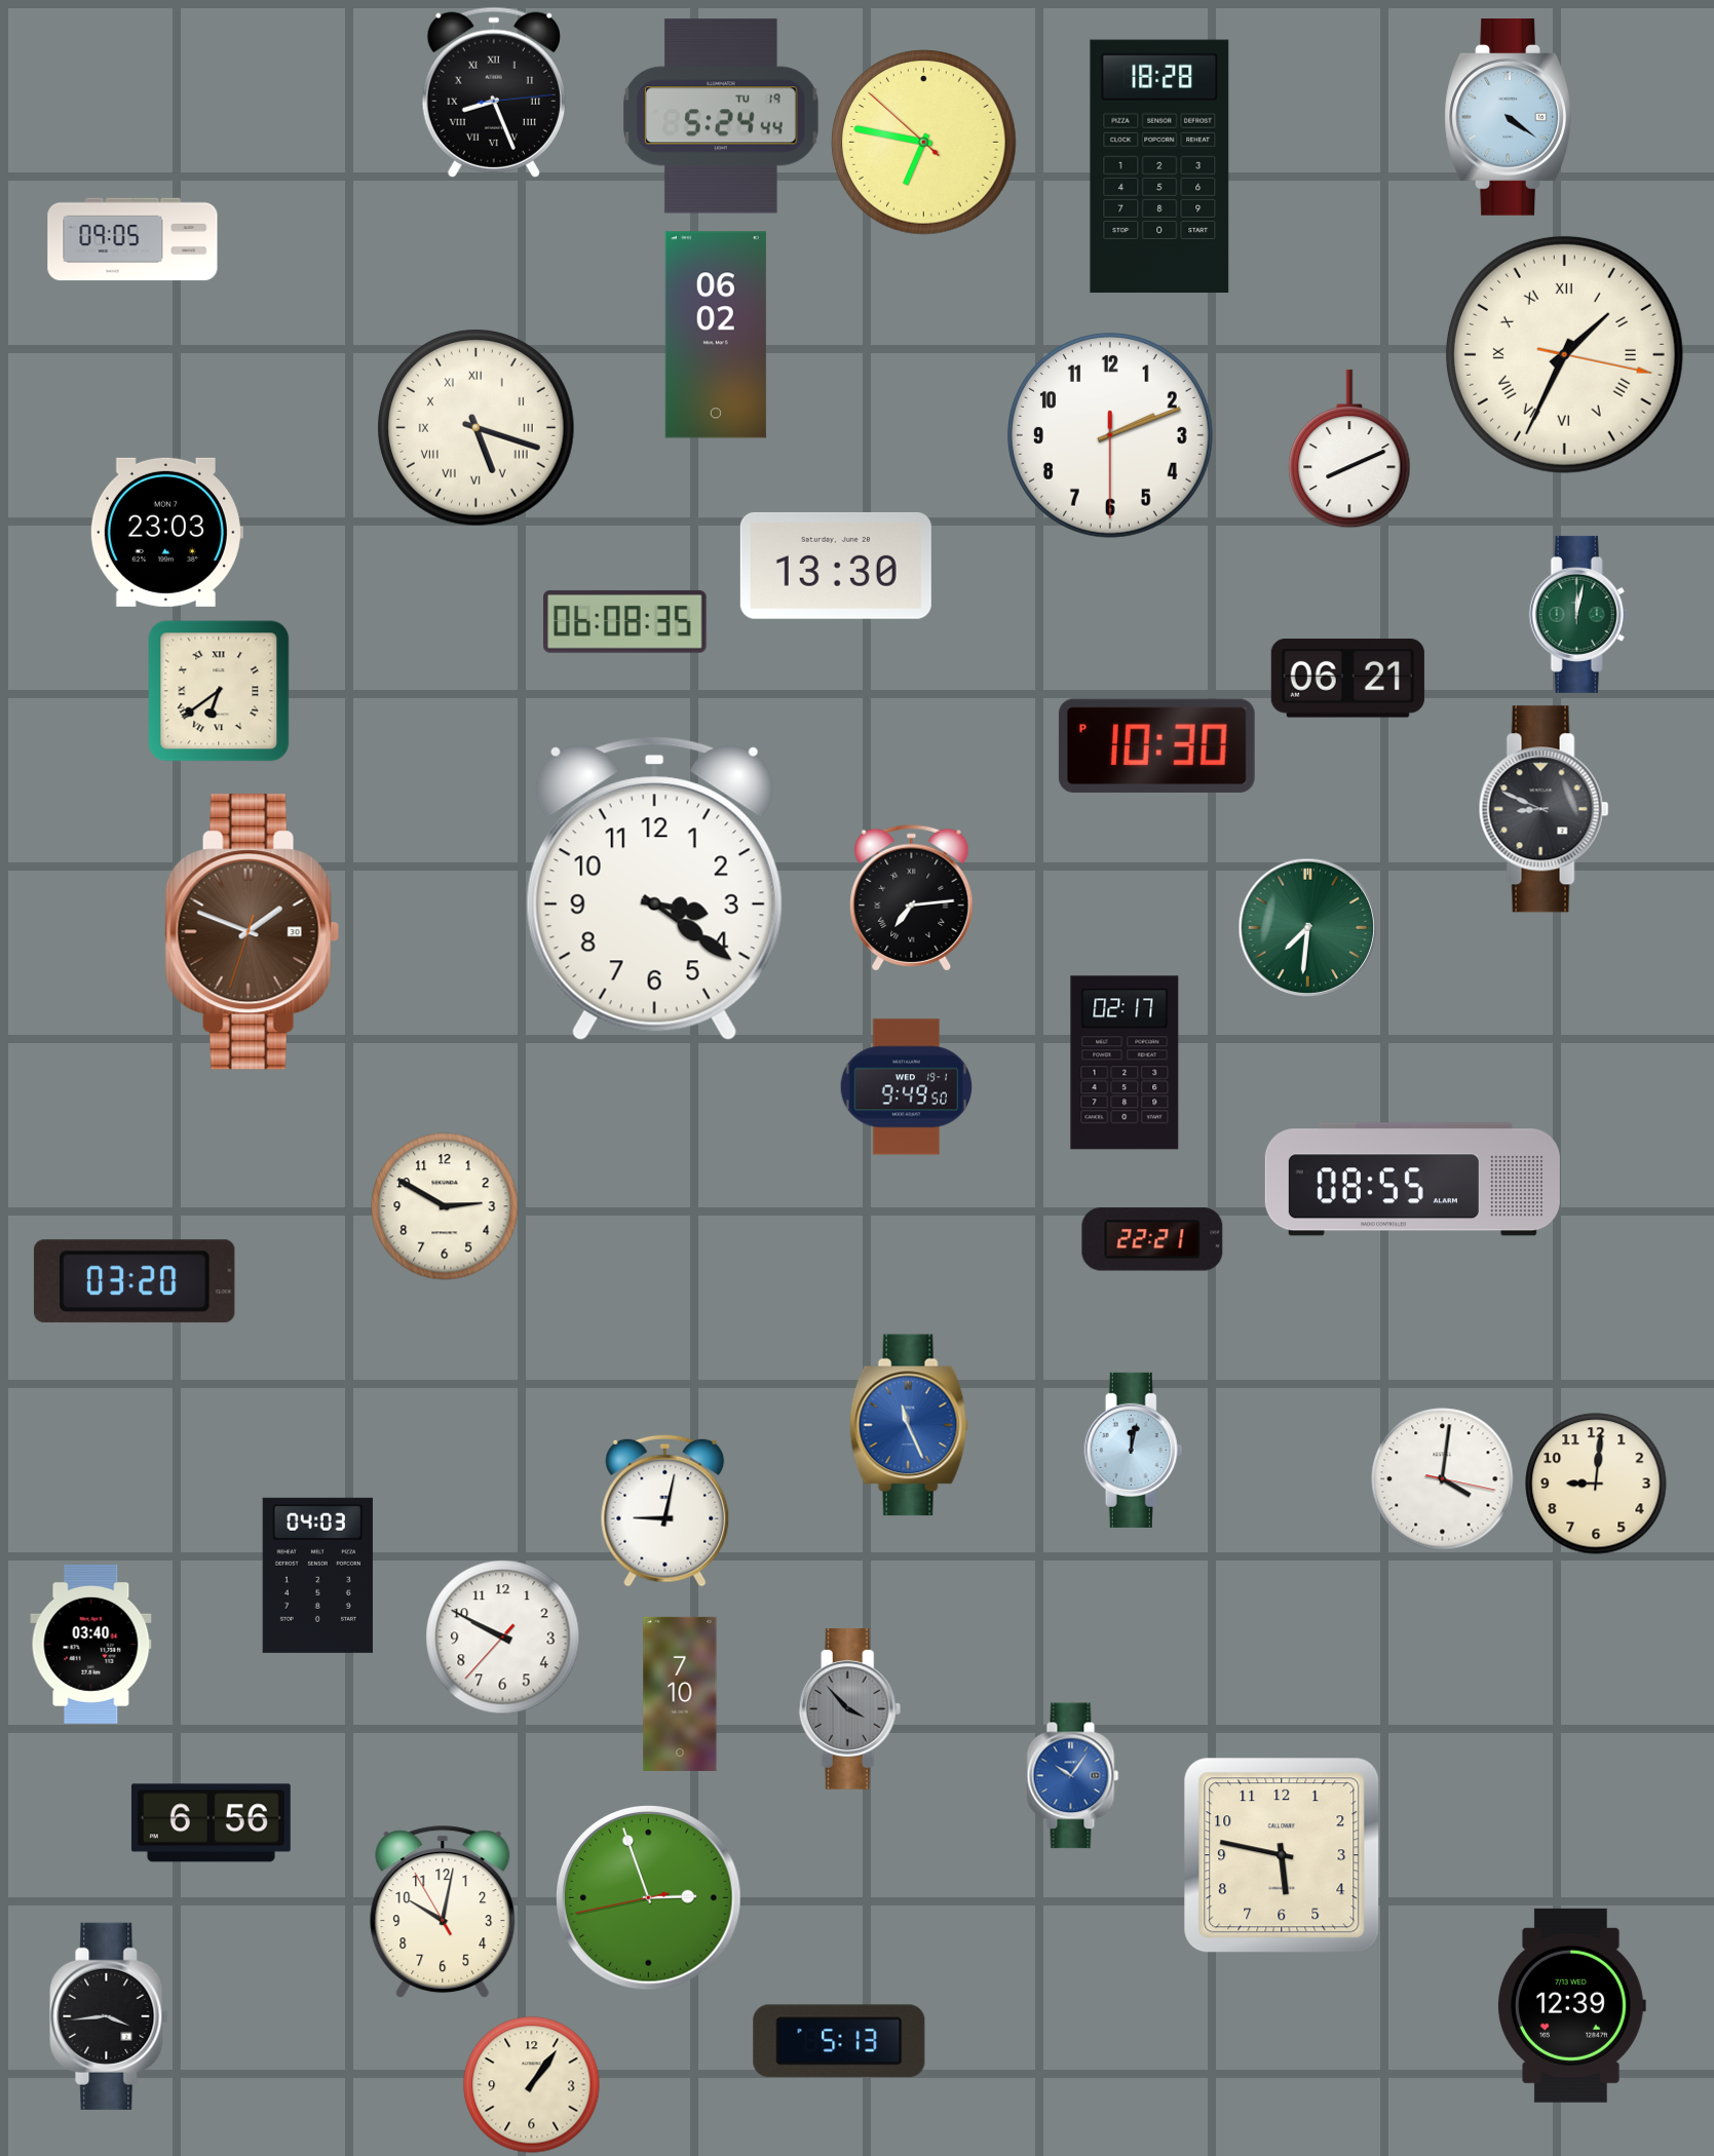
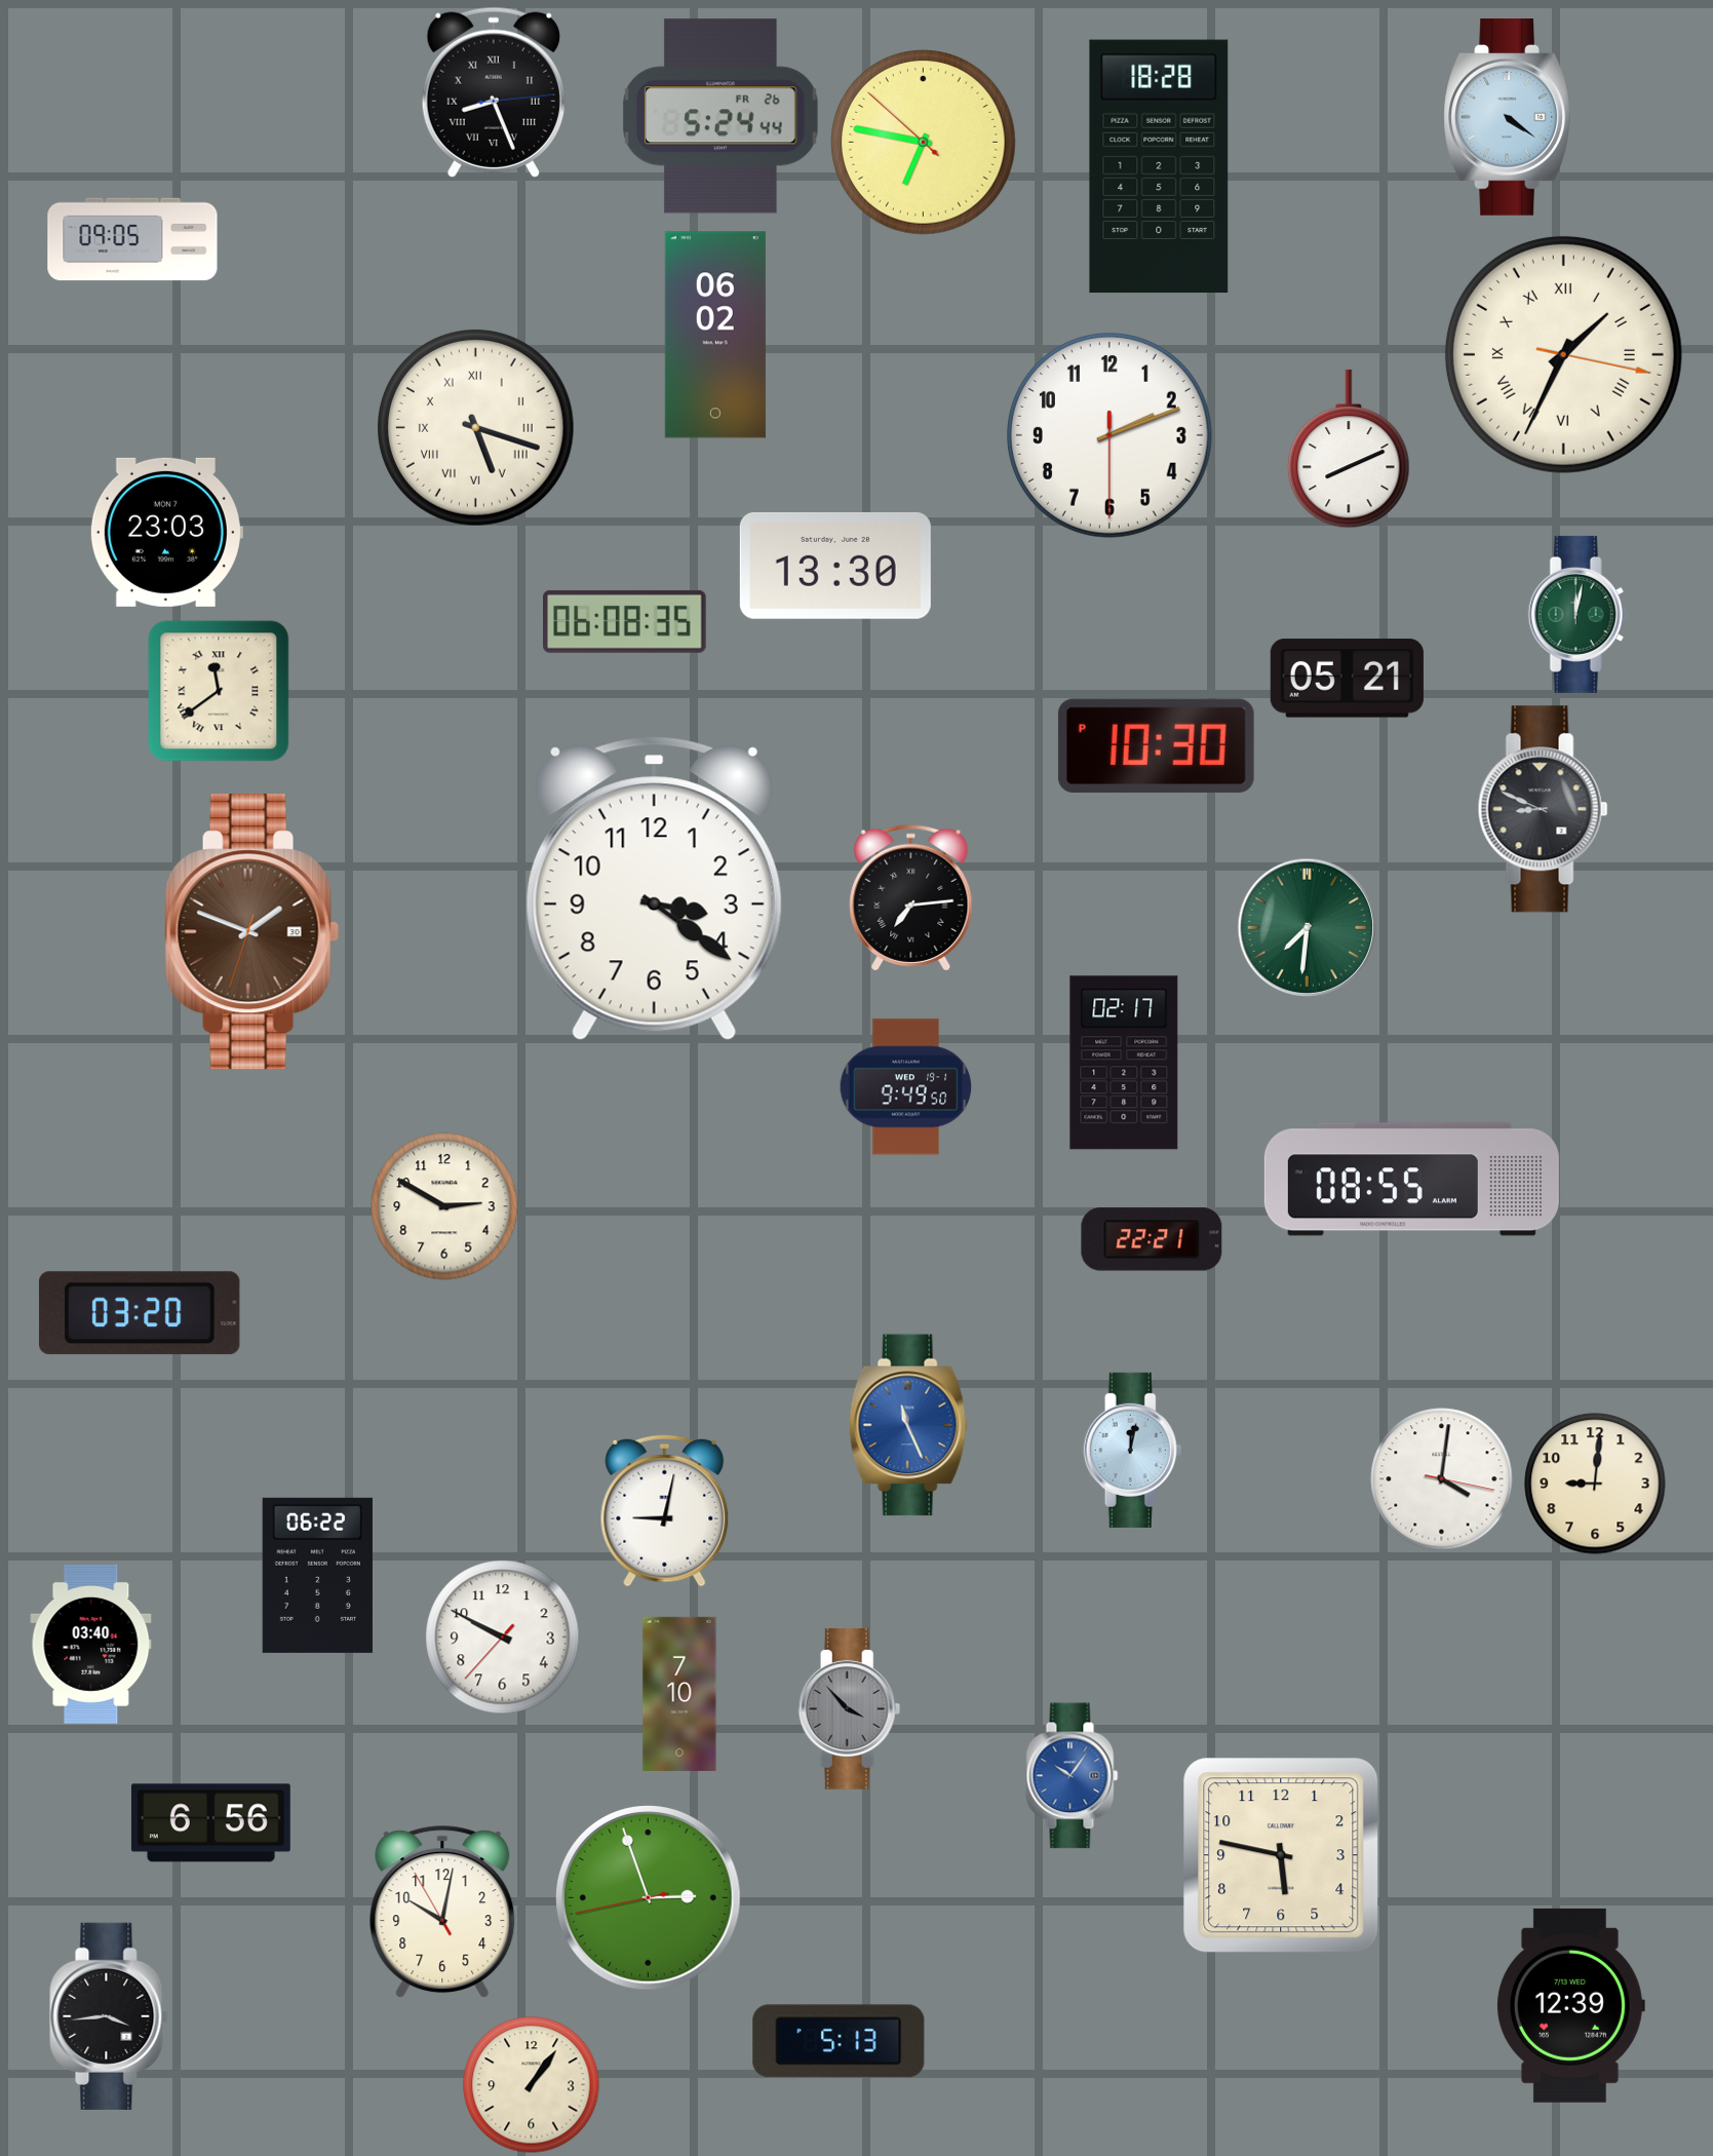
clock at (721, 116) date: TU 19 -> FR 26
clock at (1347, 679): 06:21 -> 05:21
clock at (219, 691): 6:39 -> 11:39
clock at (135, 1281) position: (135, 1281) -> (140, 1313)
clock at (317, 1575): 04:03 -> 06:22
